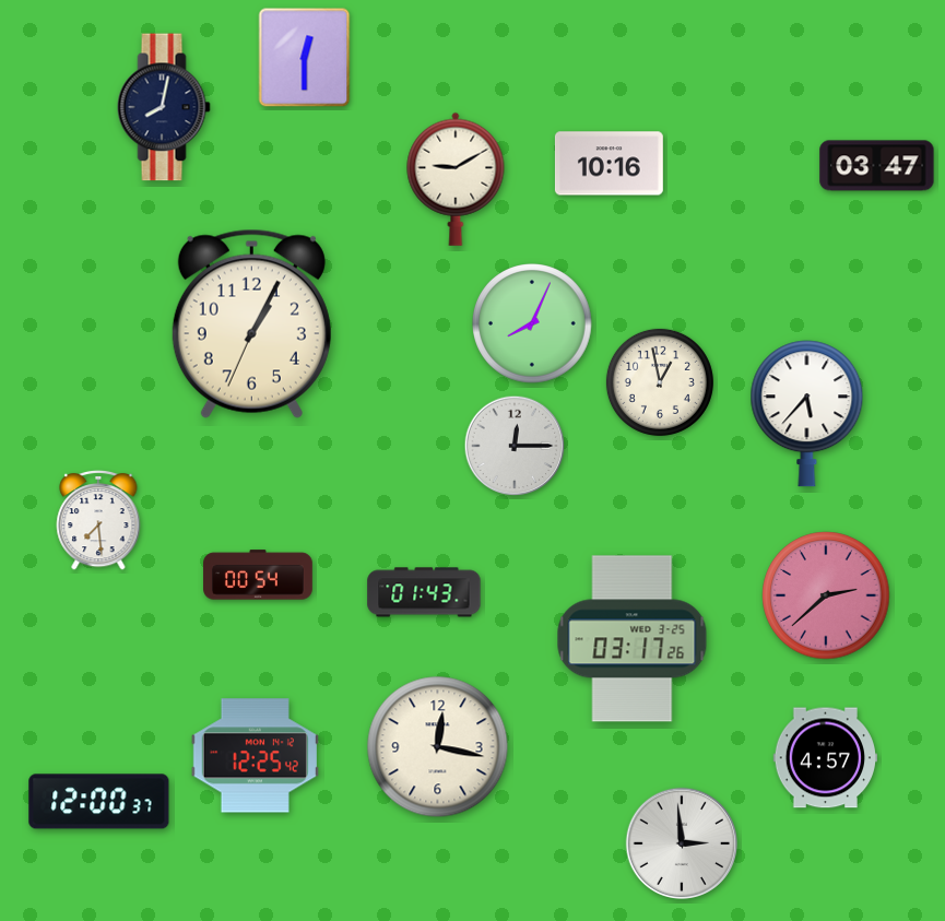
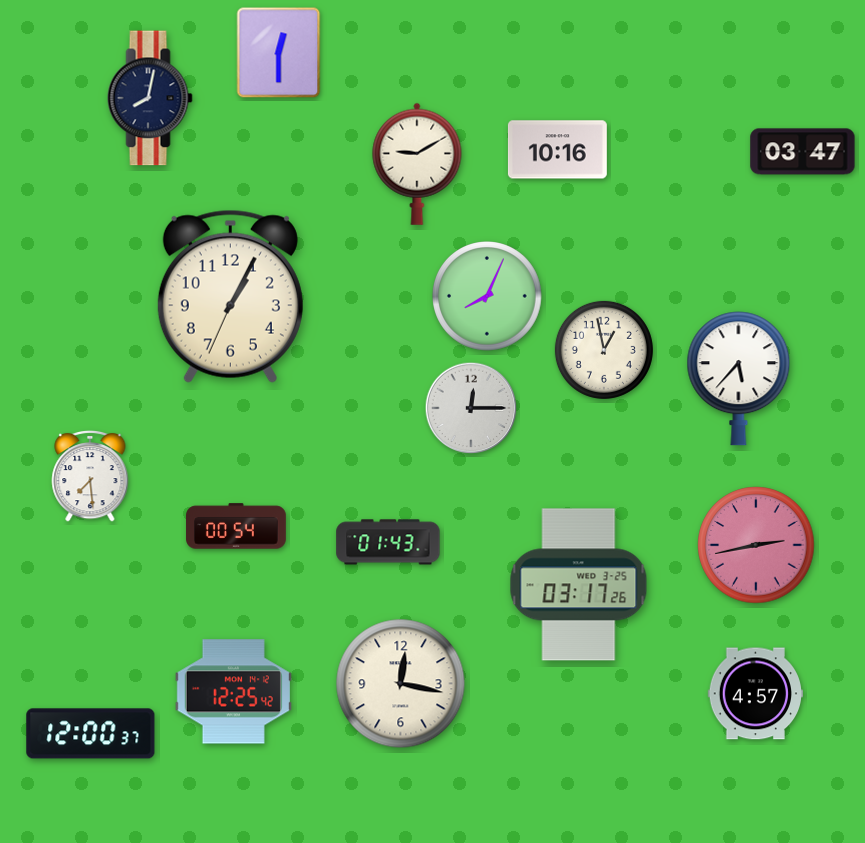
clock at (826, 595): 2:38 -> 2:43
clock at (681, 842): 2:59 -> none
